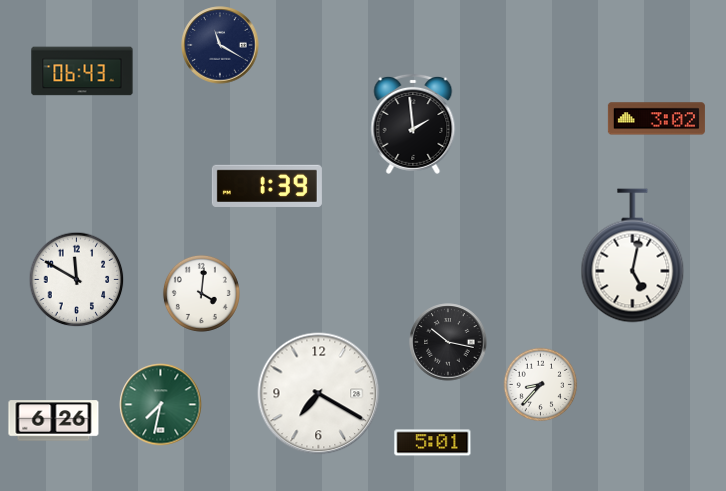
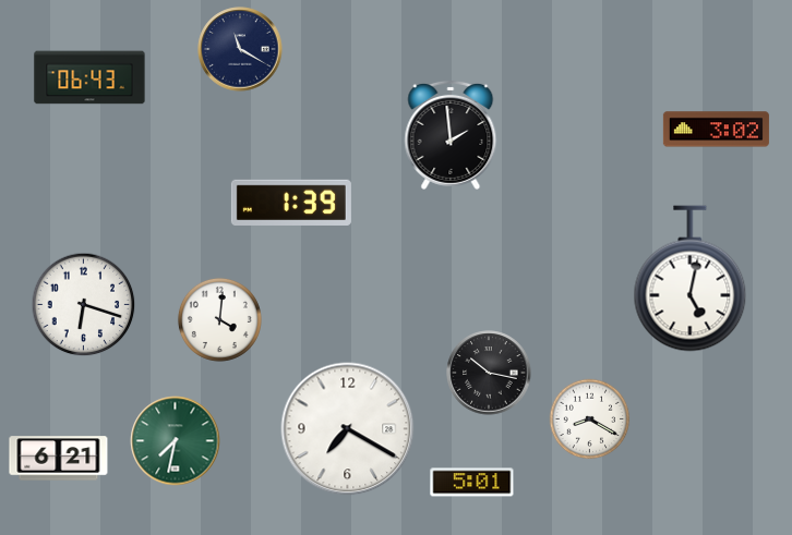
clock at (77, 280): 11:50 -> 6:18
clock at (541, 385): 8:37 -> 8:20
clock at (54, 421): 6:26 -> 6:21
